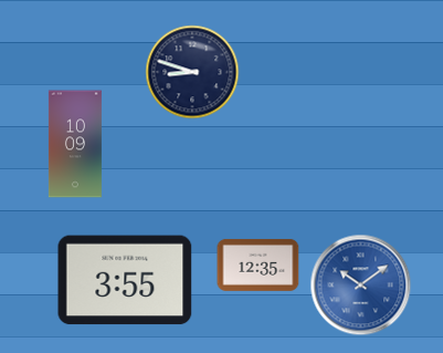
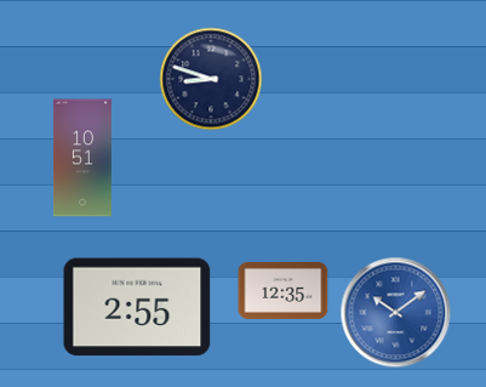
clock at (75, 144): 10:09 -> 10:51
clock at (125, 280): 3:55 -> 2:55
